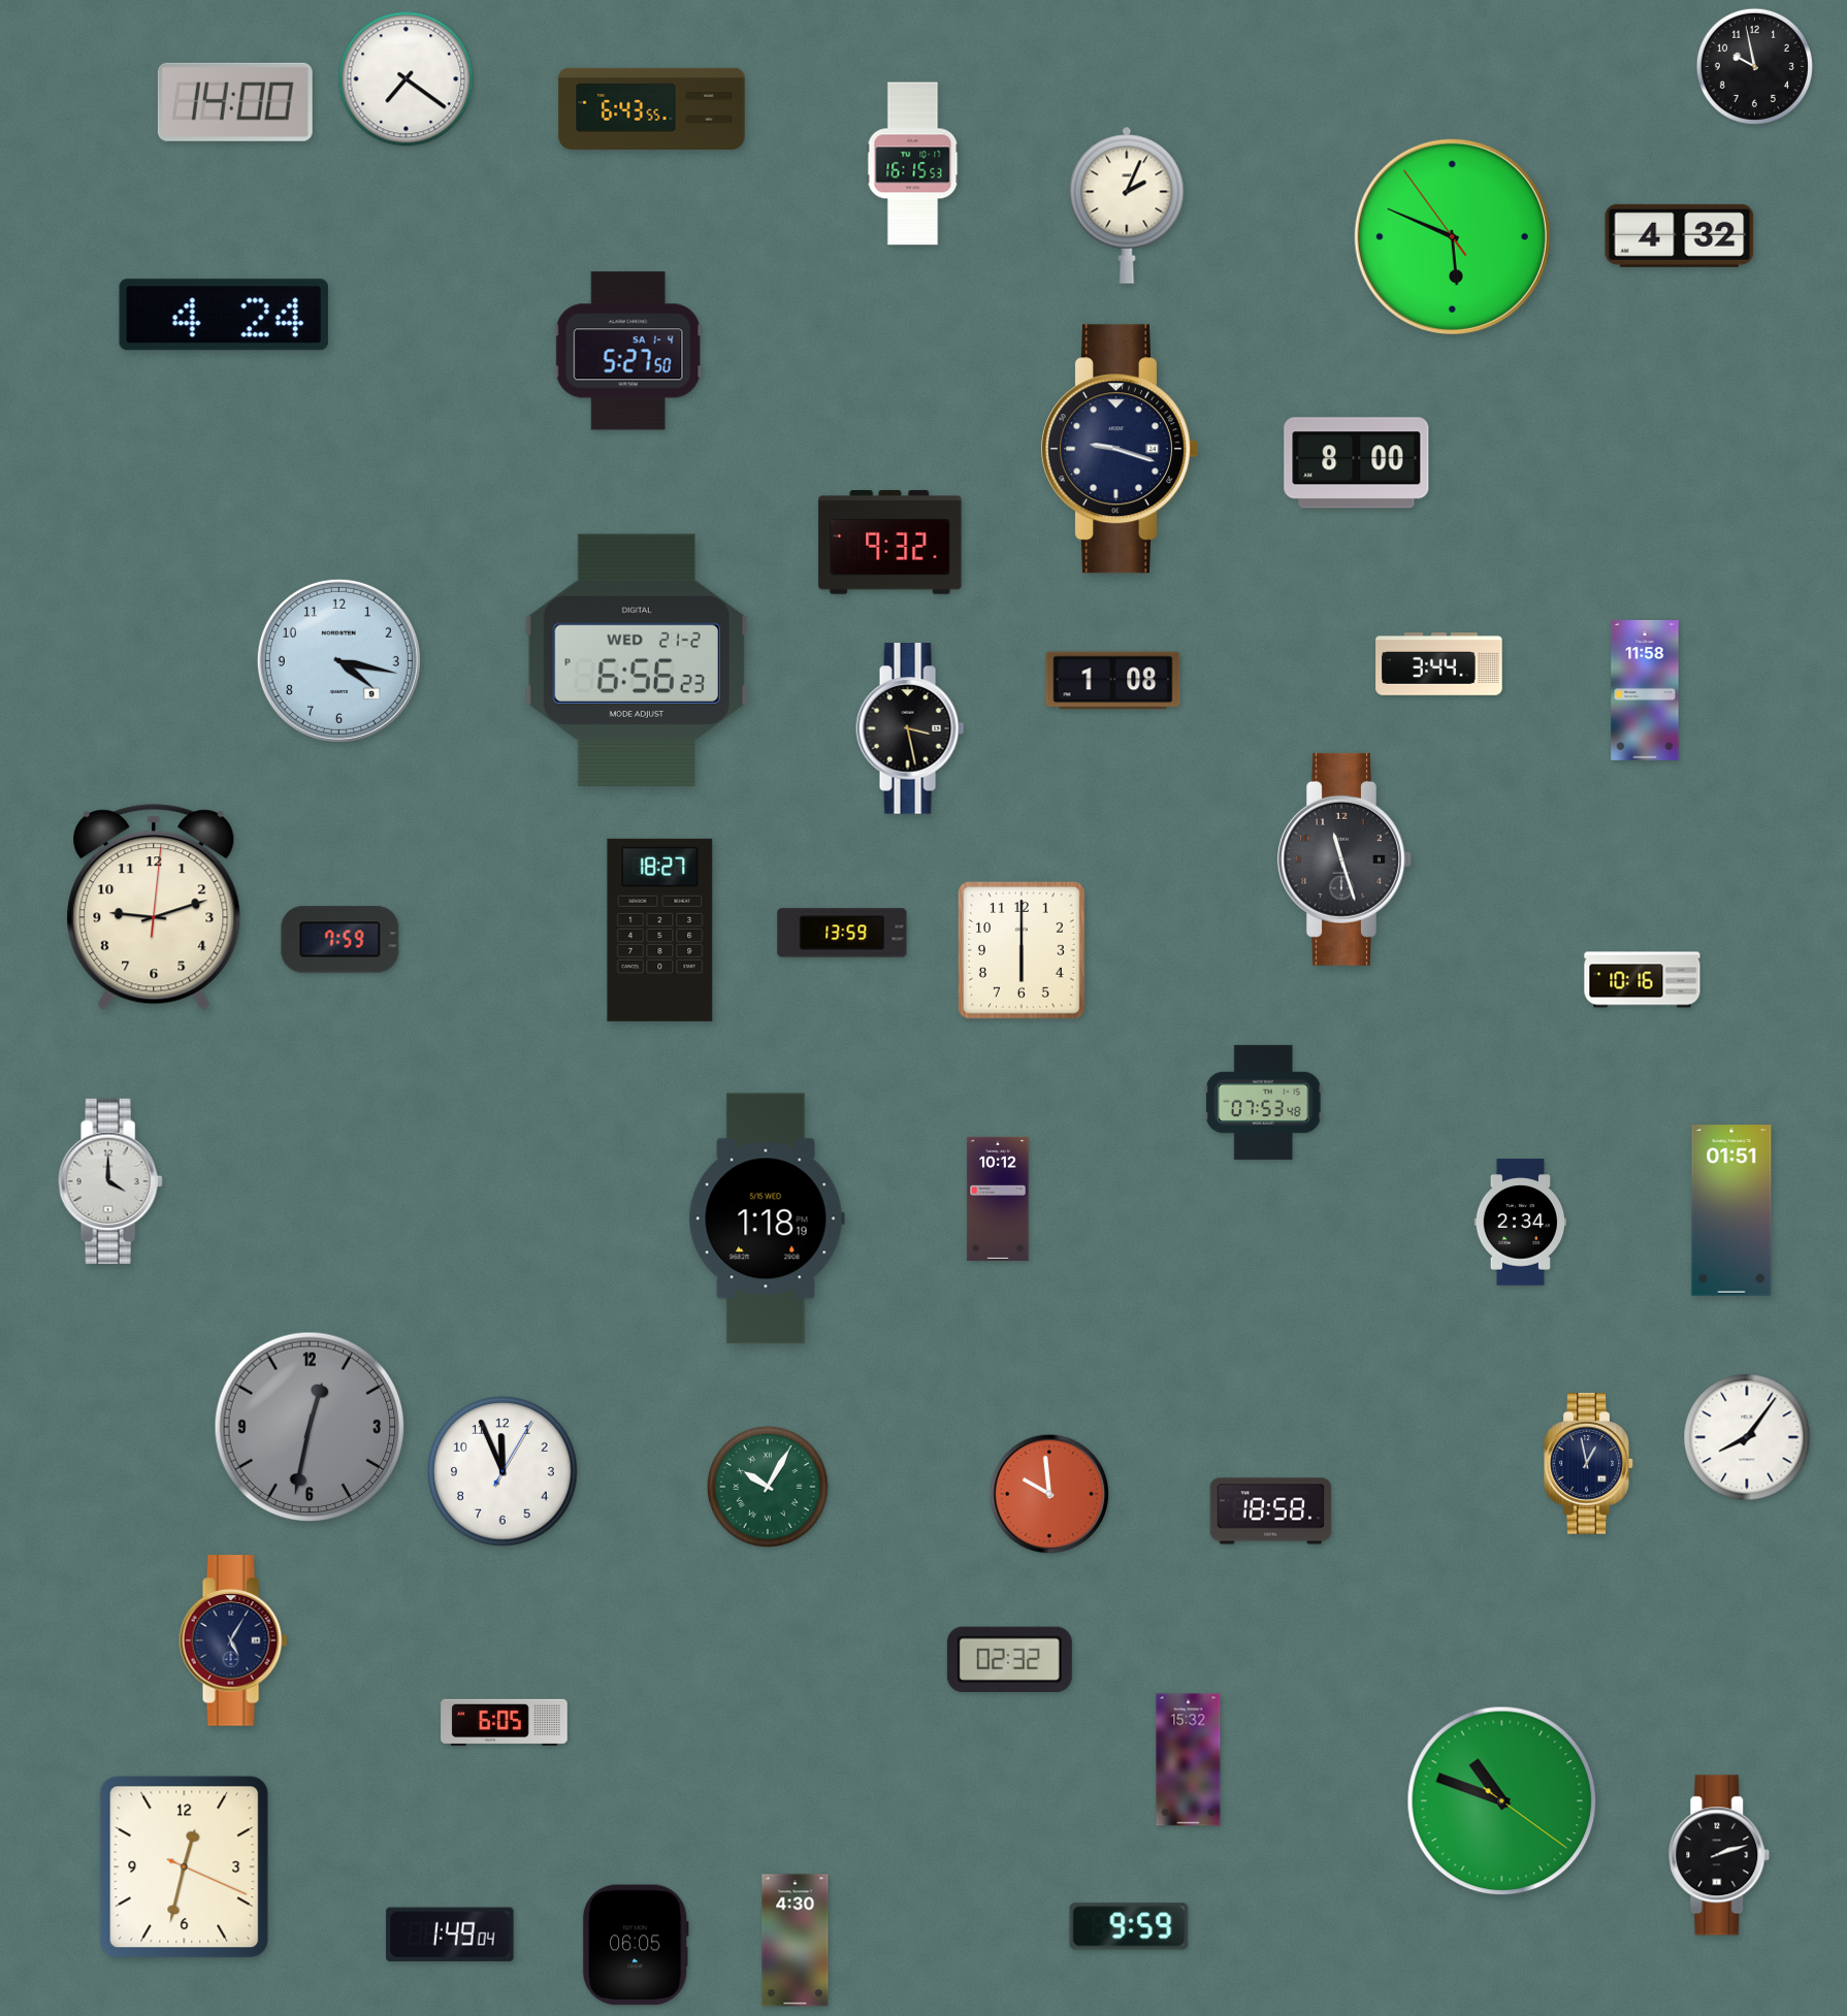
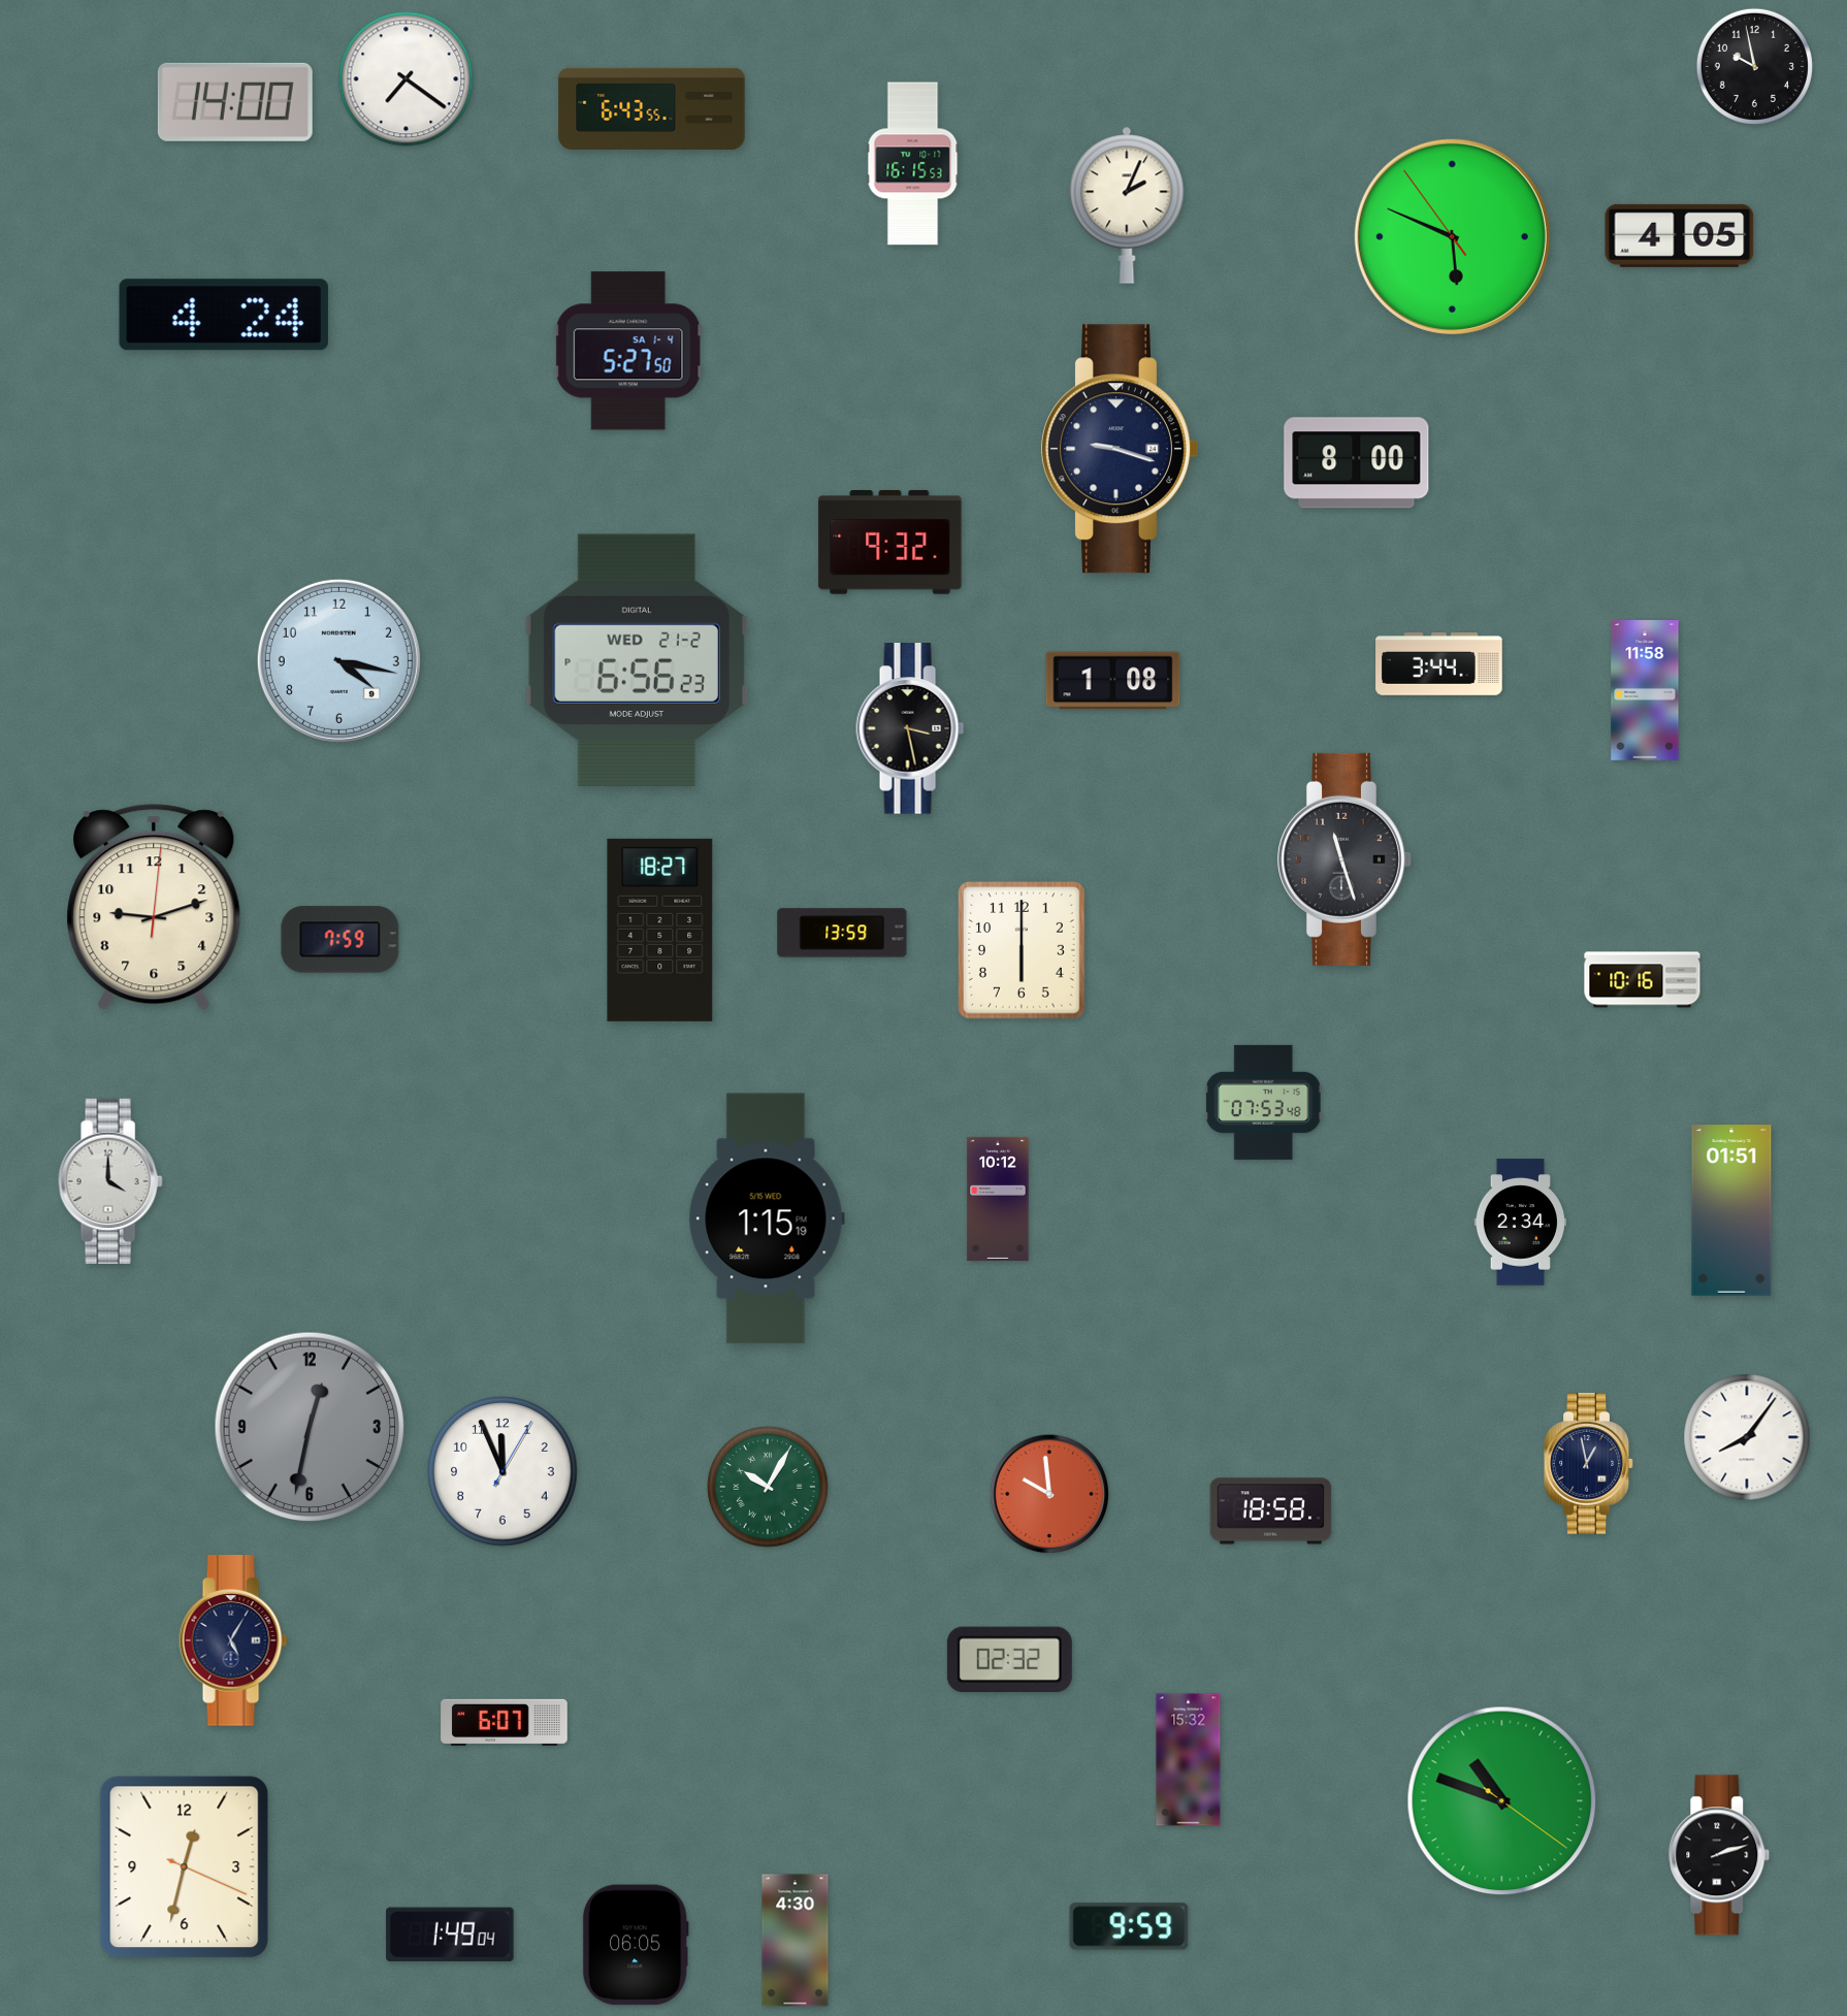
clock at (1680, 235): 4:32 -> 4:05
clock at (767, 1218): 1:18 -> 1:15
clock at (505, 1722): 6:05 -> 6:07
